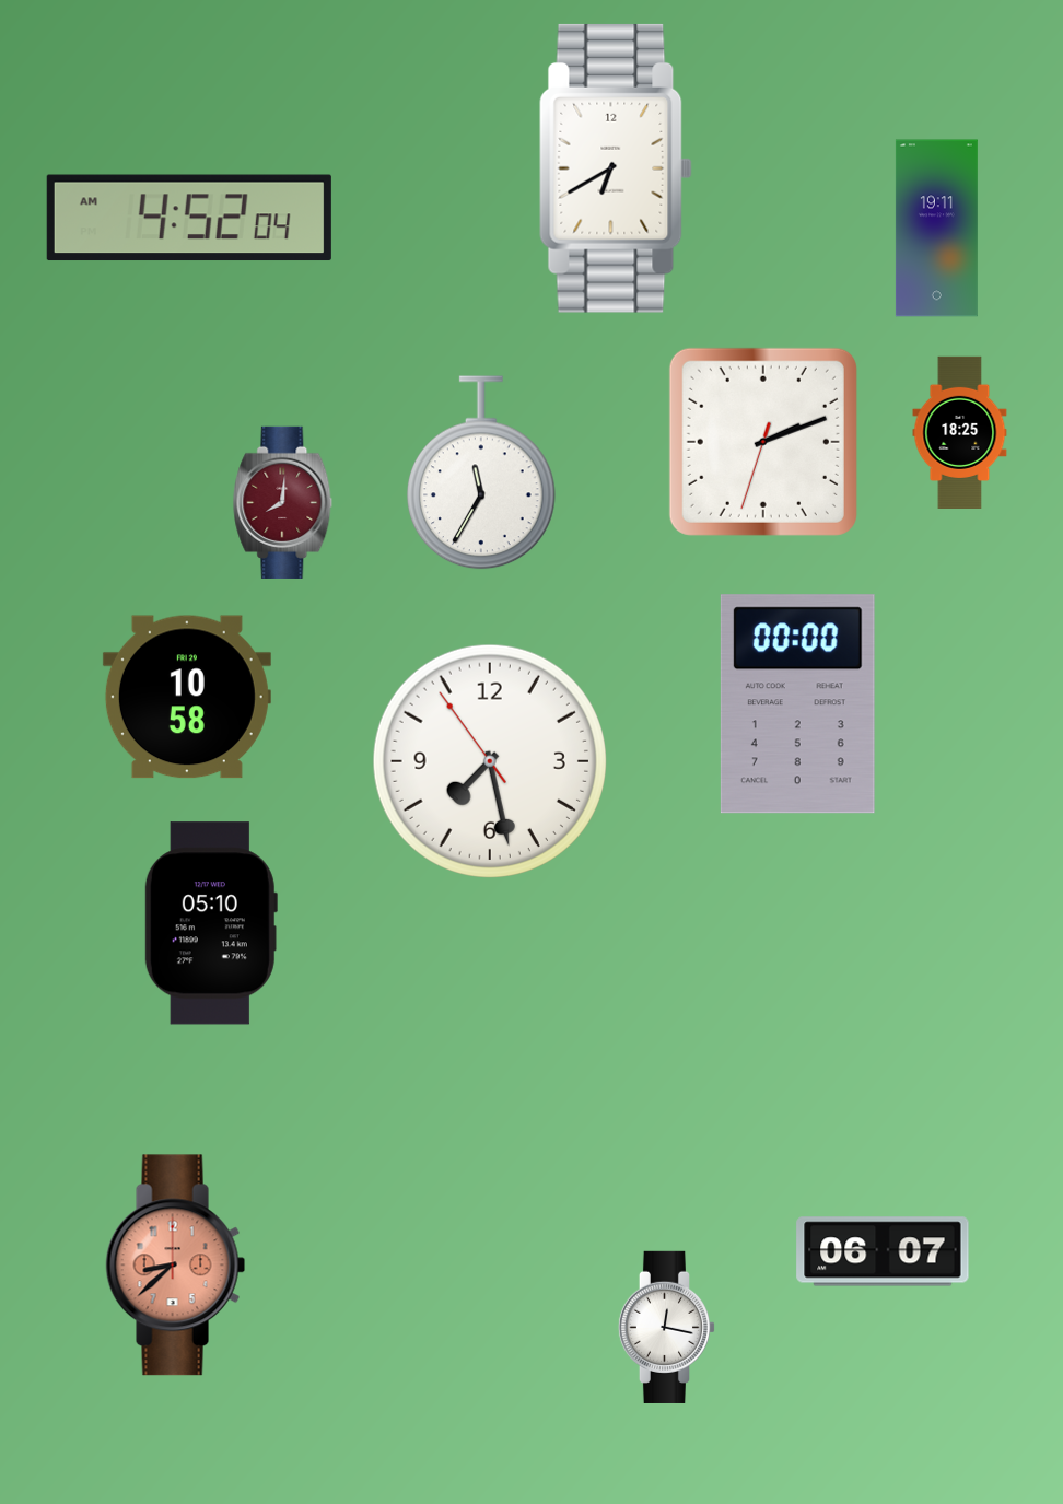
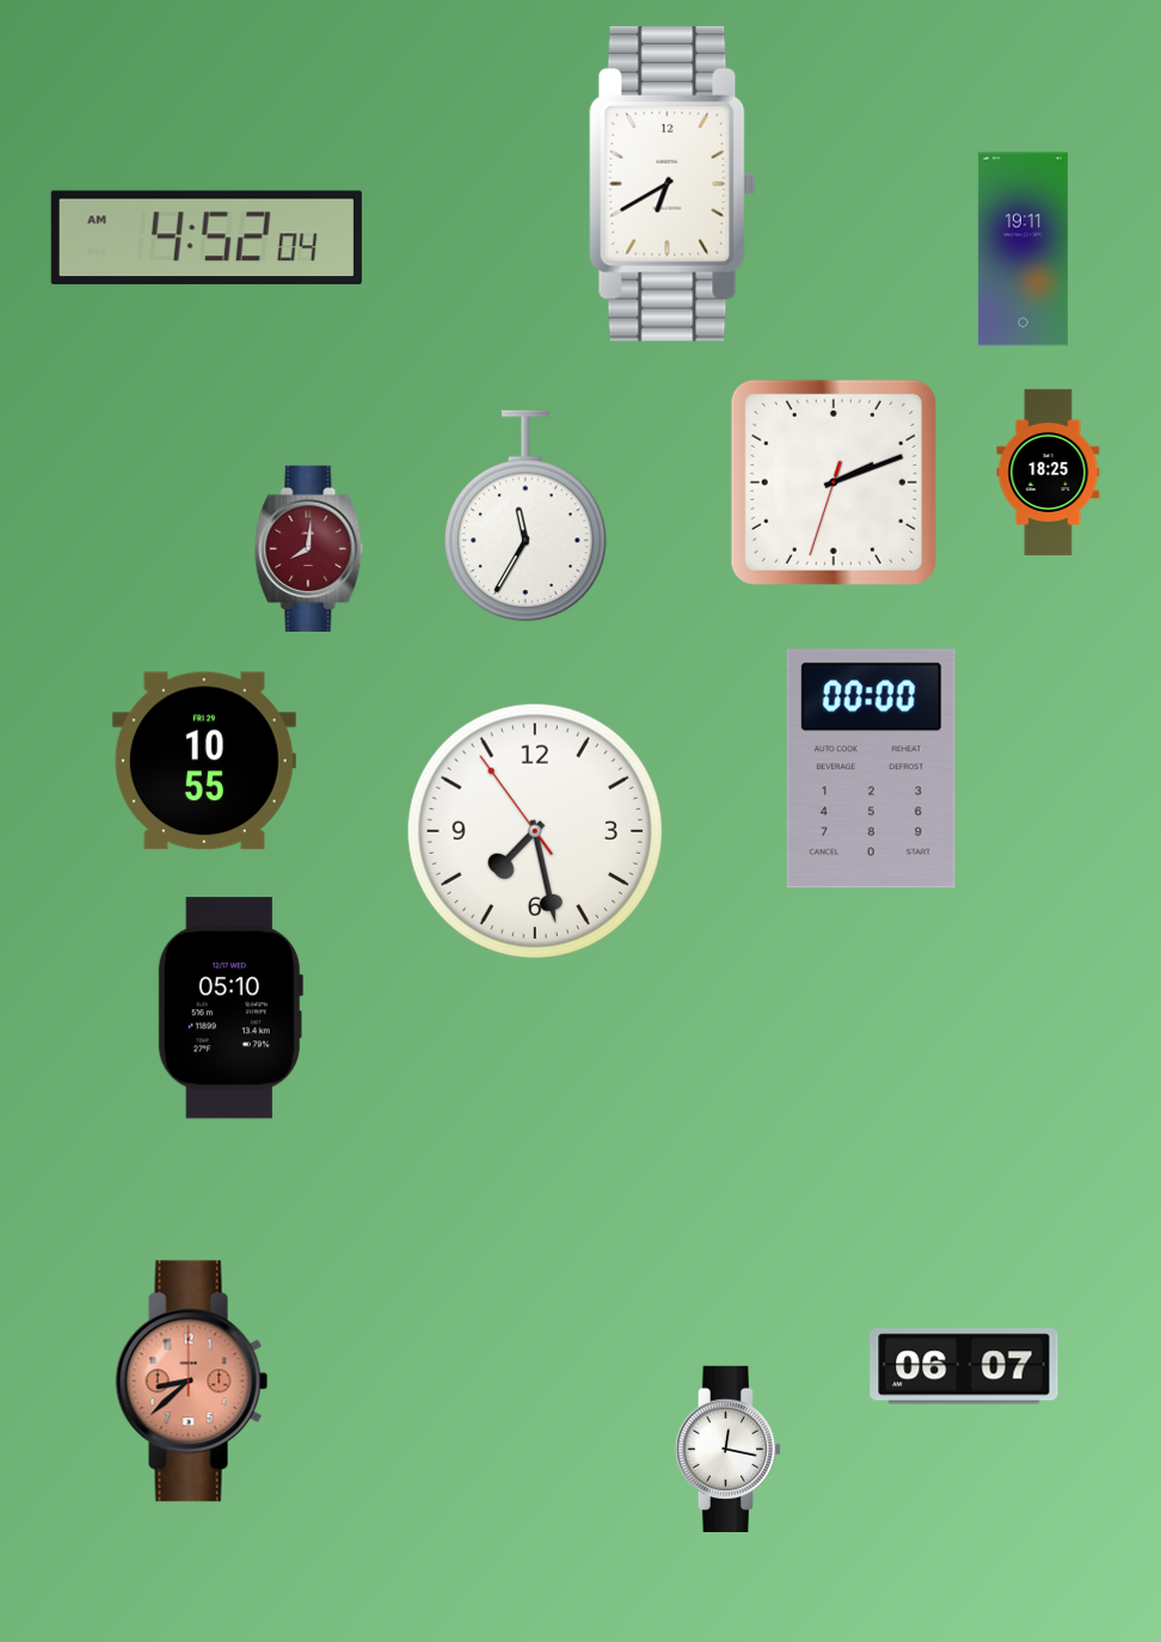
clock at (187, 697): 10:58 -> 10:55
